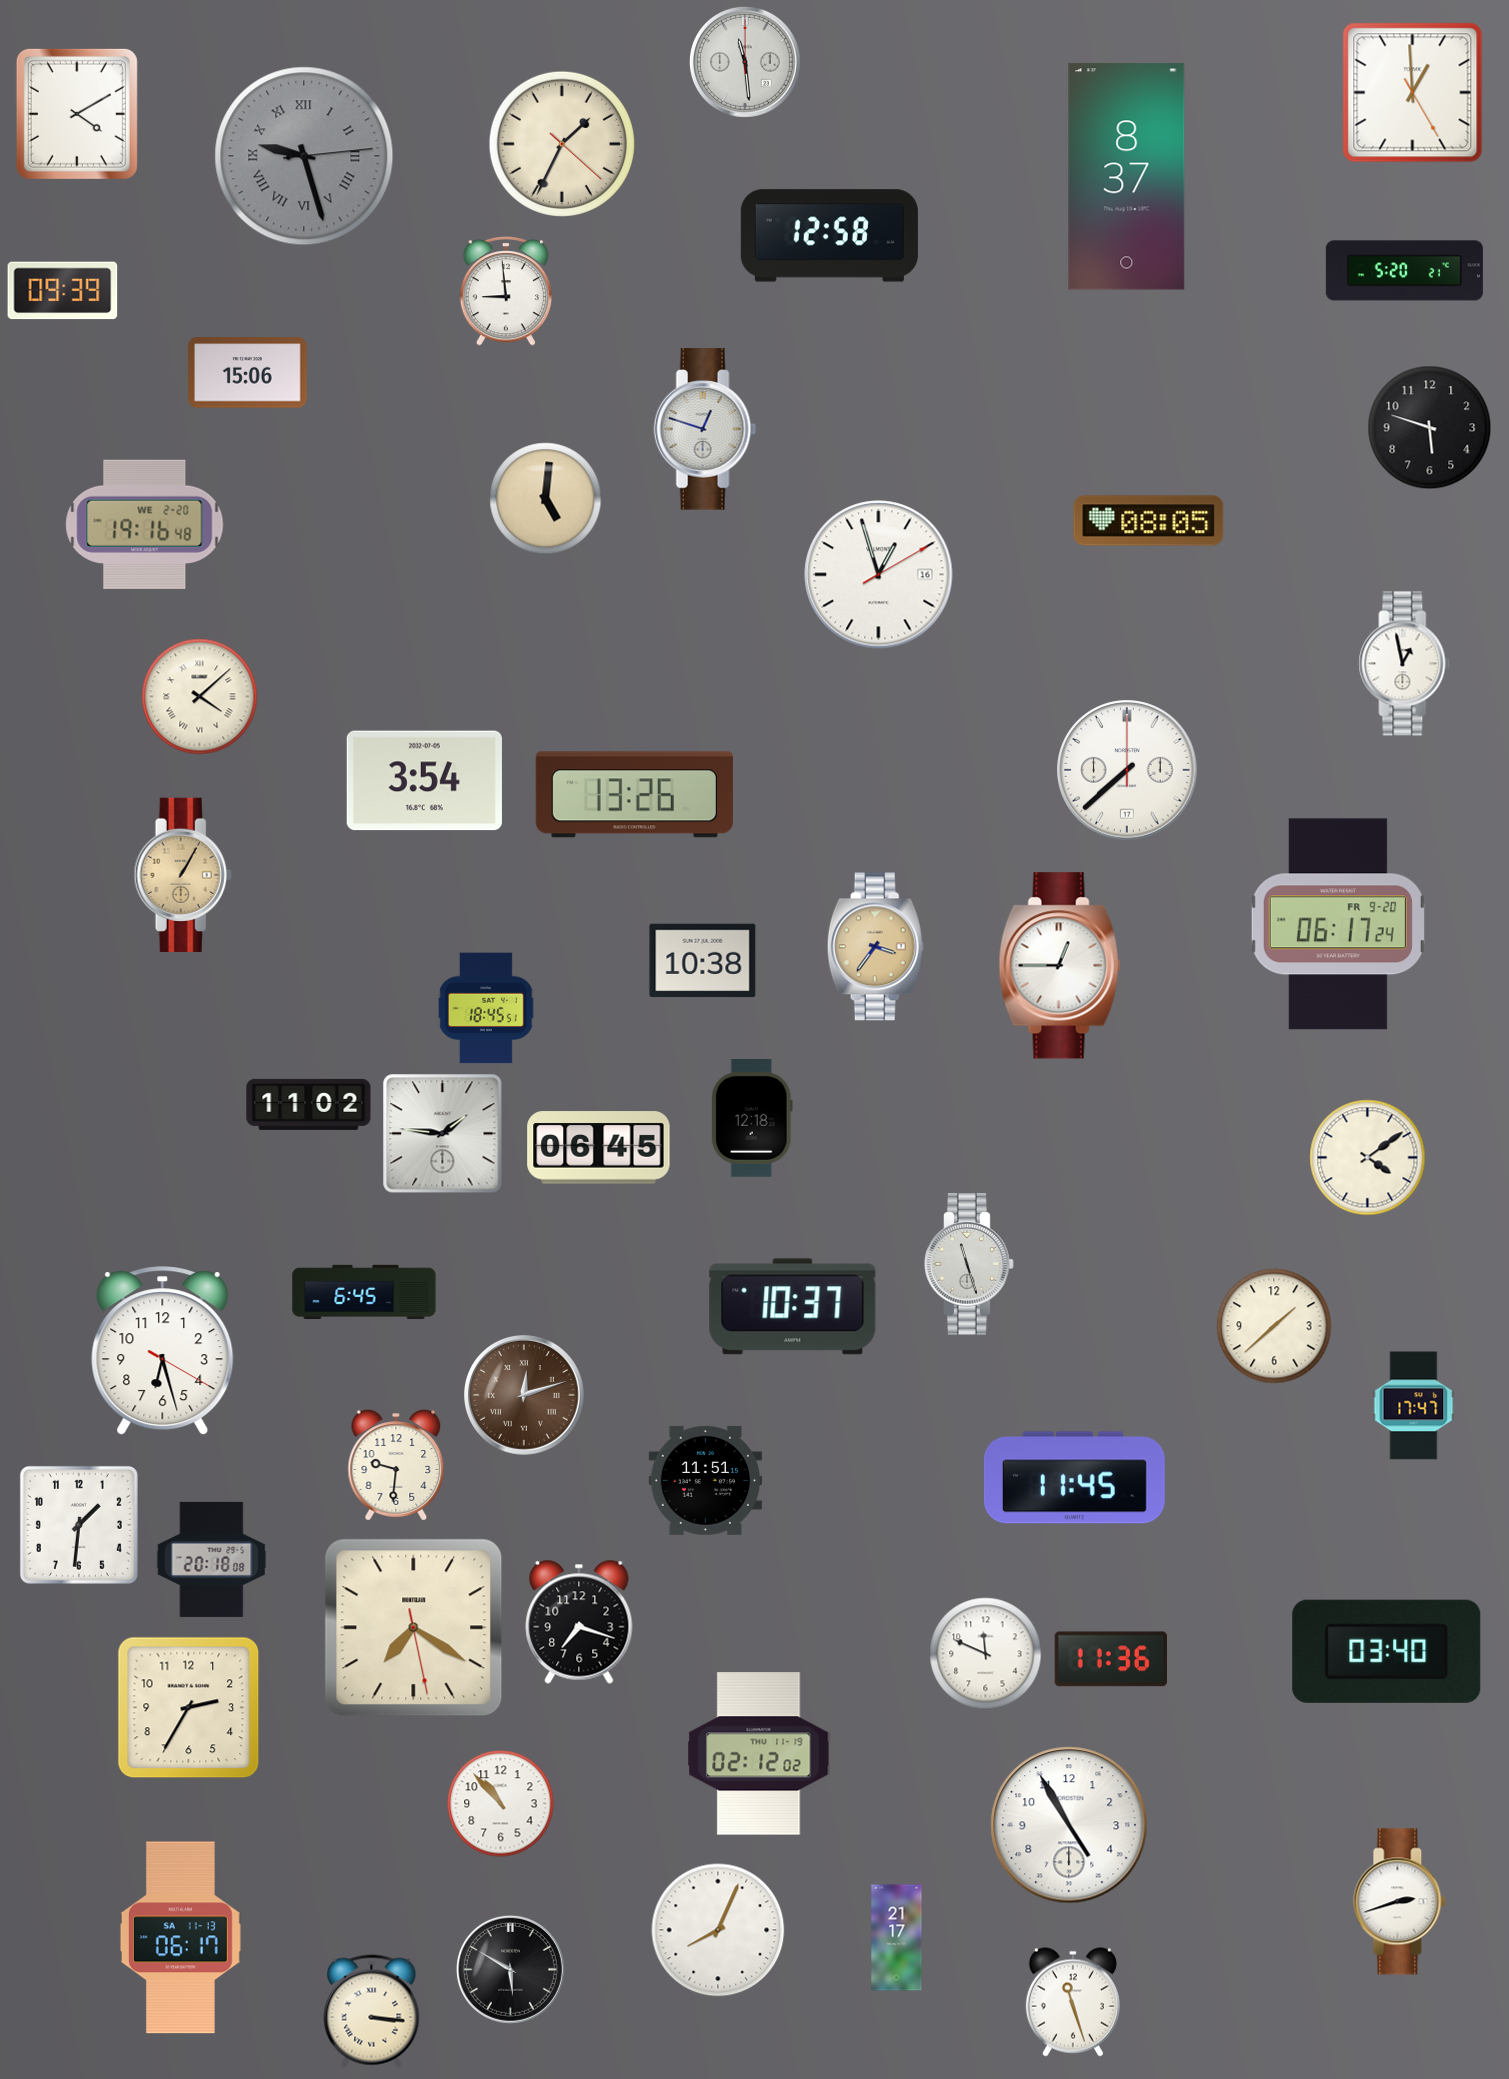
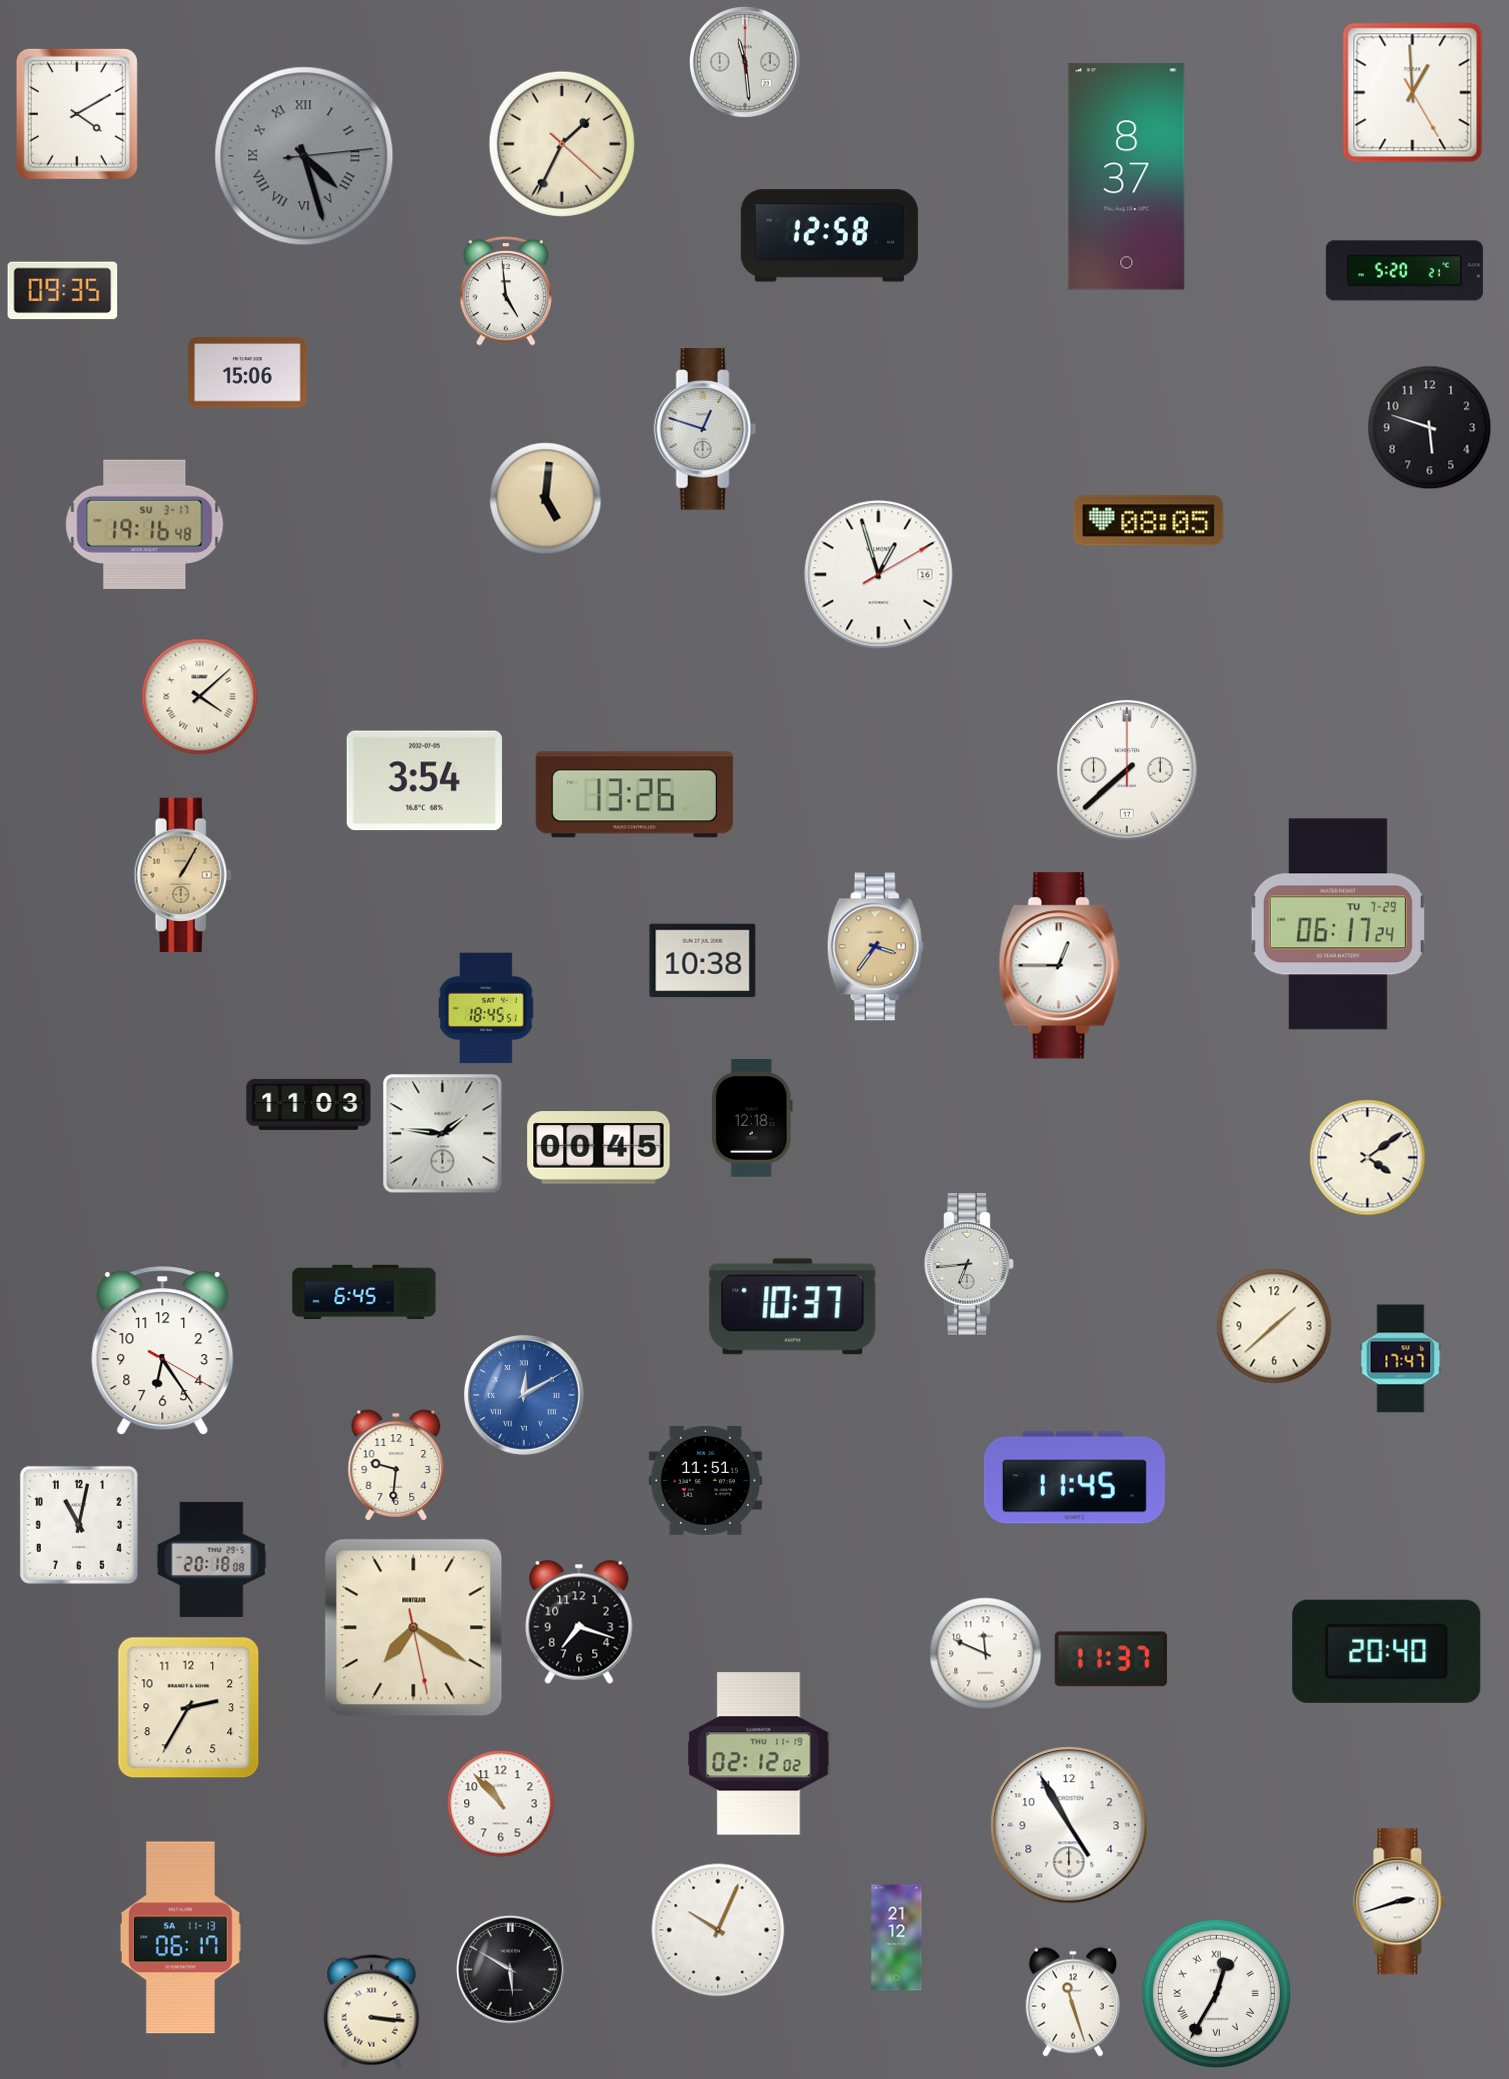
clock at (304, 156): 9:27 -> 4:27
clock at (63, 291): 09:39 -> 09:35
clock at (505, 291): 8:59 -> 4:59
clock at (145, 524) date: WE 2-20 -> SU 3-17
clock at (1405, 664): 12:58 -> none
clock at (1338, 924) date: FR 9-20 -> TU 7-29
clock at (309, 1104): 11:02 -> 11:03
clock at (599, 1148): 06:45 -> 00:45
clock at (969, 1264): 11:27 -> 6:44
clock at (163, 1351): 6:27 -> 6:24
clock at (525, 1396): 12:12 -> 12:10
clock at (525, 1396) dial: brown -> blue
clock at (1414, 1406) position: (1414, 1406) -> (1401, 1359)
clock at (79, 1525): 1:31 -> 11:02
clock at (1387, 1651): 03:40 -> 20:40
clock at (1111, 1659): 11:36 -> 11:37
clock at (718, 1930): 8:04 -> 10:04
clock at (897, 1938): 21:17 -> 21:12
clock at (1216, 1993): none -> 12:35
